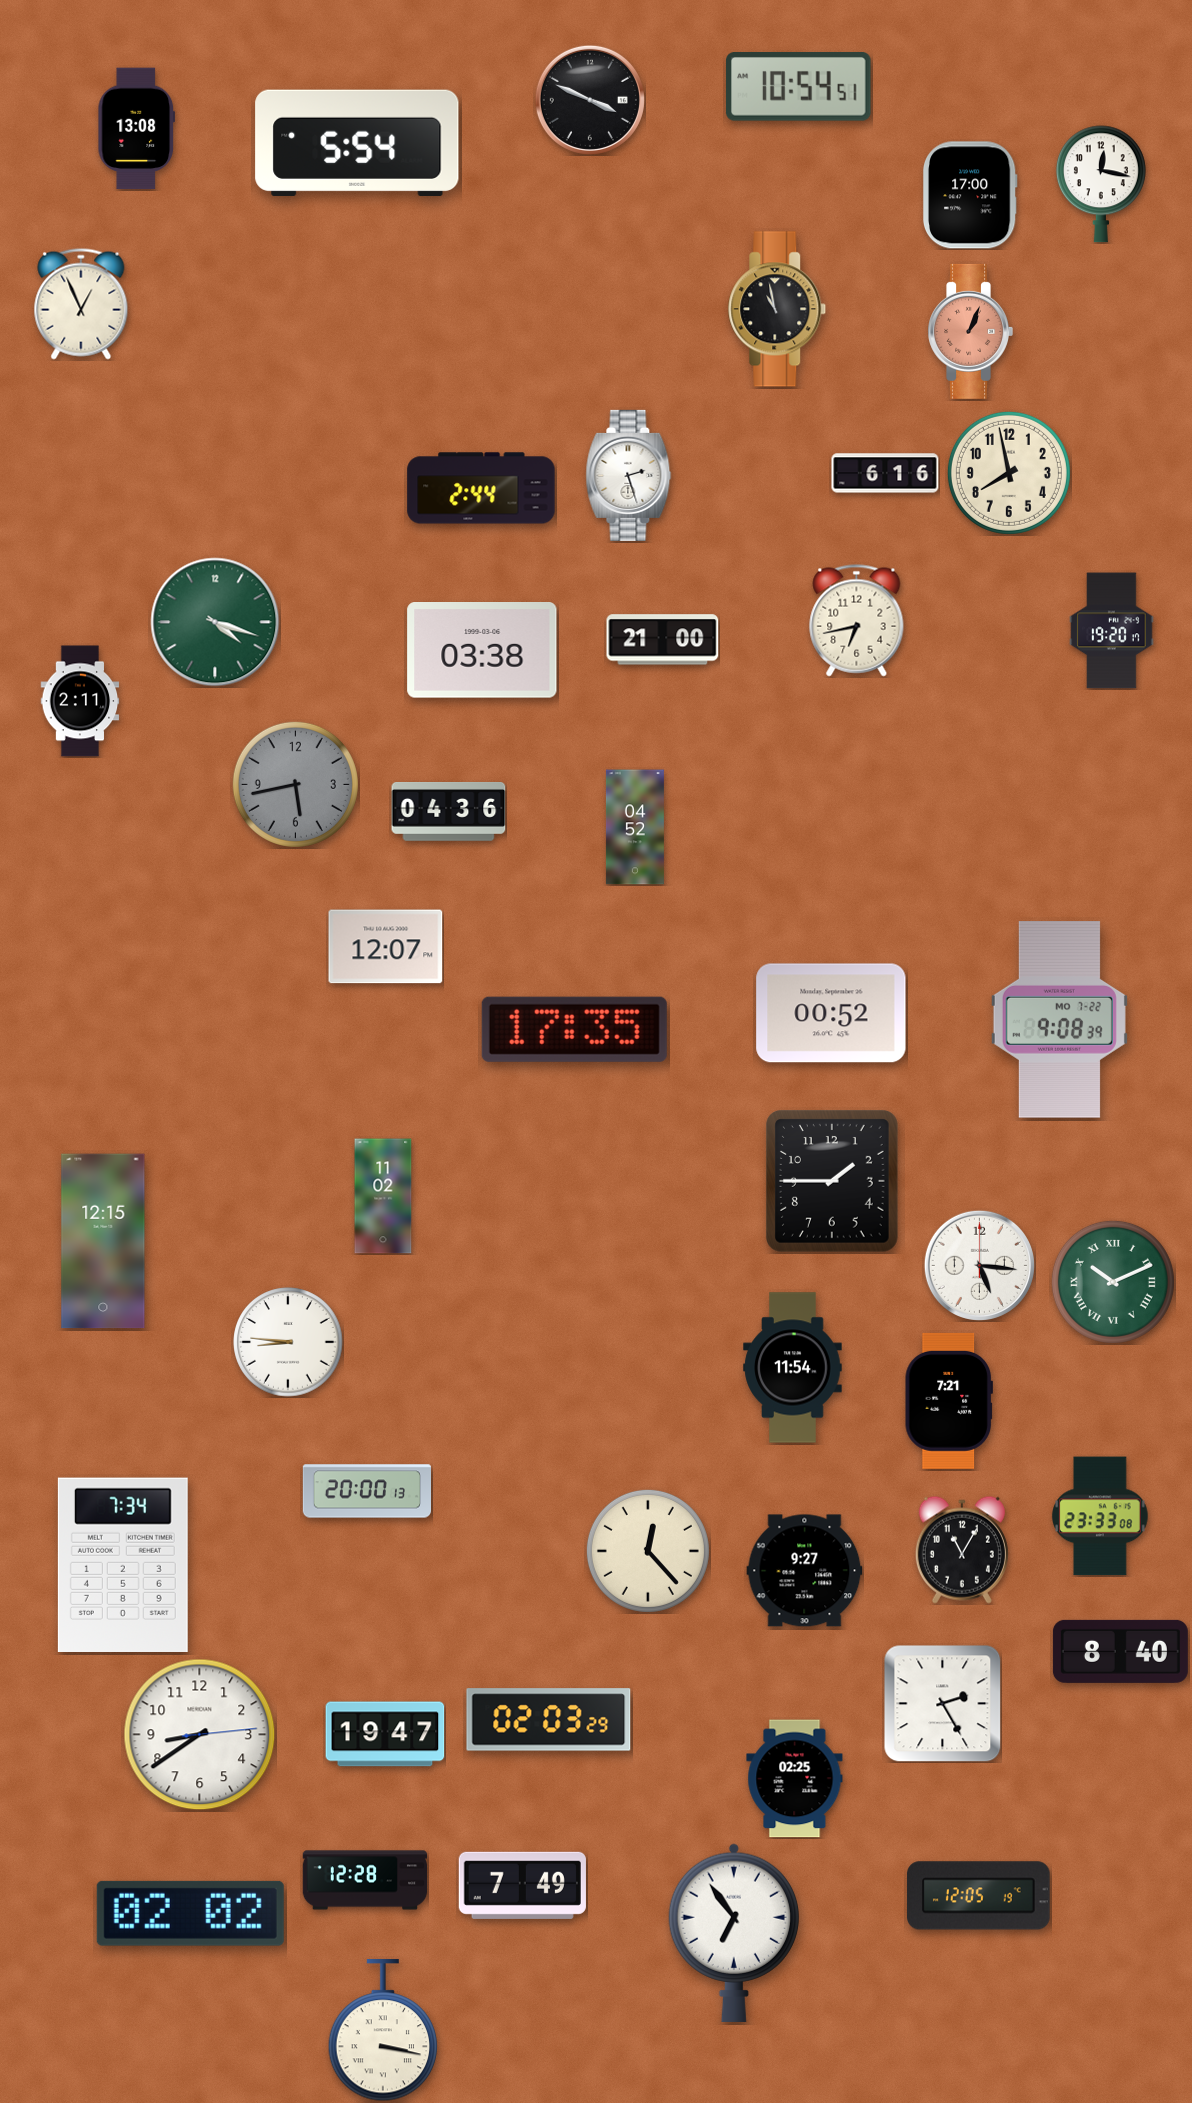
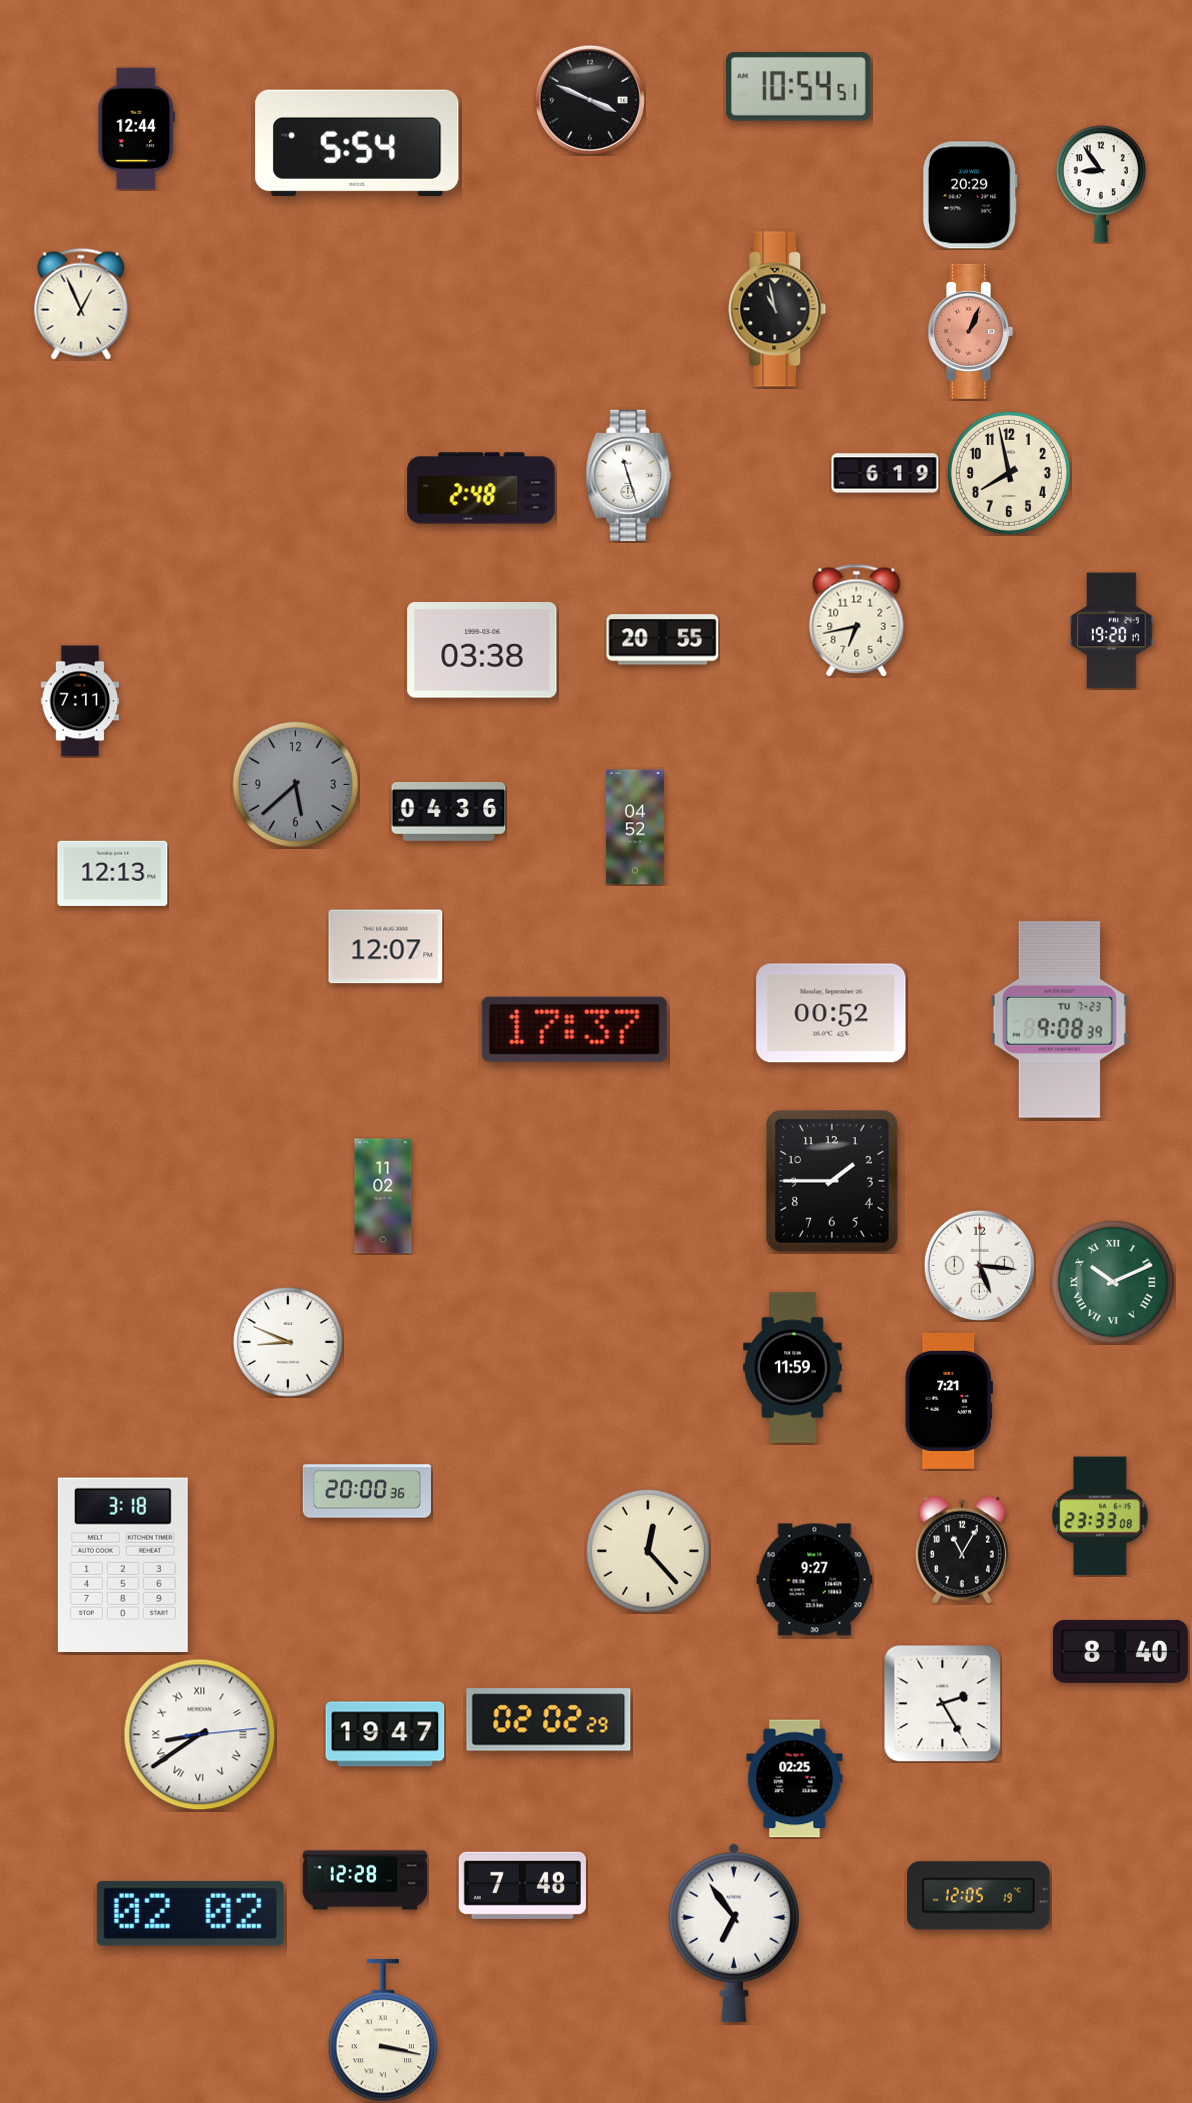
clock at (137, 129): 13:08 -> 12:44
clock at (1101, 184): 12:17 -> 8:54
clock at (970, 195): 17:00 -> 20:29
clock at (885, 473): 6:16 -> 6:19
clock at (629, 475): 2:27 -> 11:27
clock at (481, 488): 2:44 -> 2:48
clock at (215, 622): 4:18 -> none
clock at (663, 640): 21:00 -> 20:55
clock at (80, 701): 2:11 -> 7:11
clock at (295, 784): 5:43 -> 5:38
clock at (113, 873): none -> 12:13
clock at (1059, 1020) date: MO 7-22 -> TU 7-23
clock at (574, 1029): 17:35 -> 17:37
clock at (103, 1241): 12:15 -> none
clock at (288, 1342): 8:46 -> 8:49
clock at (793, 1368): 11:54 -> 11:59
clock at (366, 1491): 20:00:13 -> 20:00:36
clock at (123, 1564): 7:34 -> 3:18
clock at (805, 1571) position: (805, 1571) -> (815, 1580)
clock at (549, 1720): 02:03 -> 02:02
clock at (200, 1735) numerals: Arabic -> Roman
clock at (522, 1885): 7:49 -> 7:48
